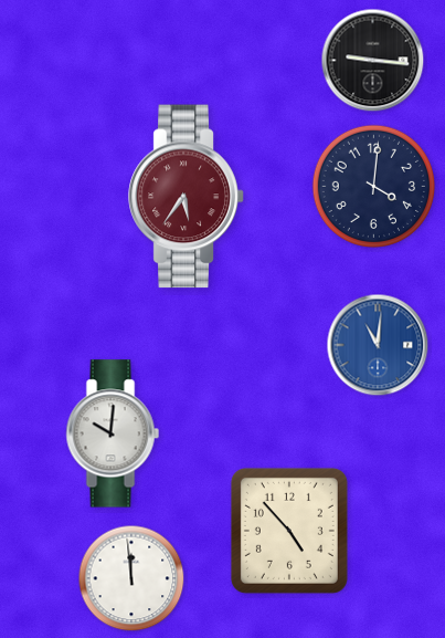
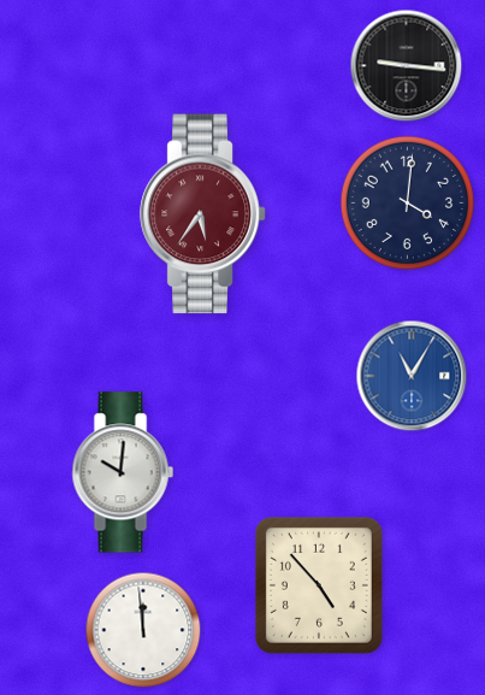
clock at (378, 345): 11:01 -> 11:05
clock at (289, 531) position: (289, 531) -> (319, 585)
